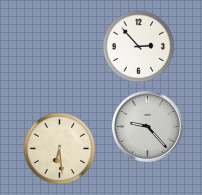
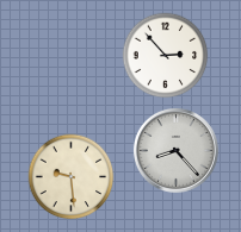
clock at (147, 126): 9:23 -> 8:23
clock at (60, 149): 6:29 -> 9:29
